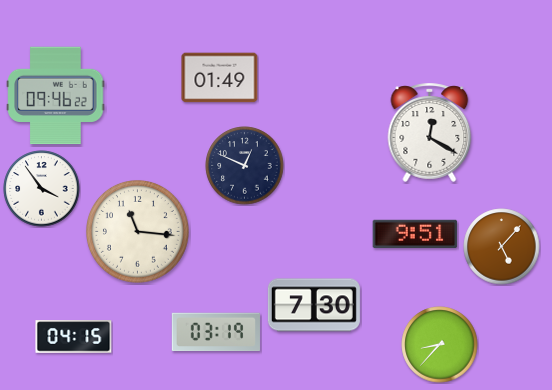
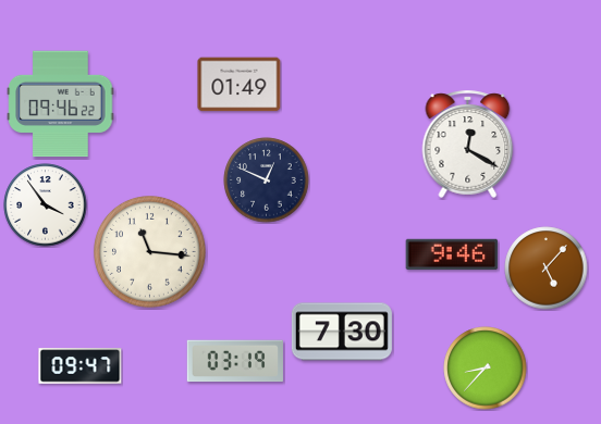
clock at (415, 233): 9:51 -> 9:46
clock at (74, 337): 04:15 -> 09:47
clock at (440, 345) position: (440, 345) -> (486, 369)
